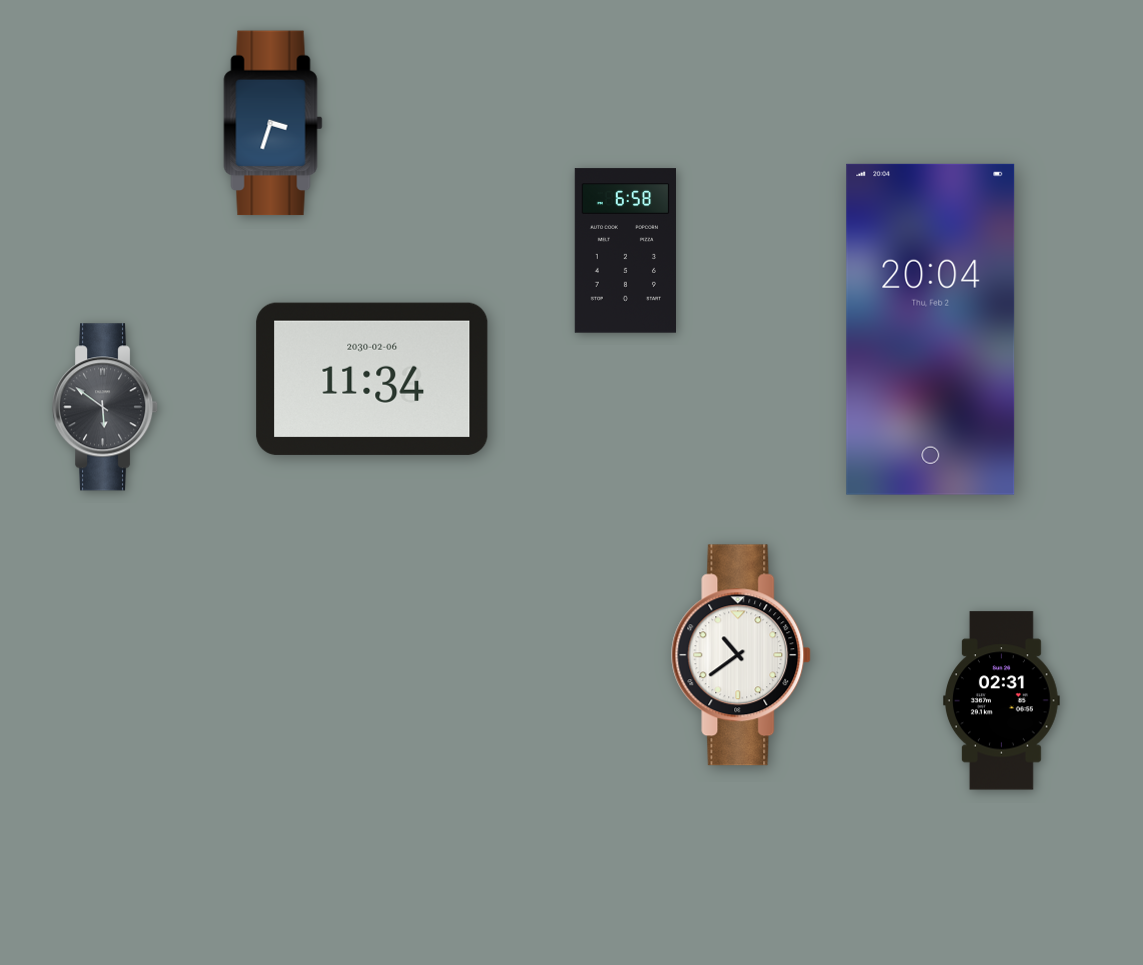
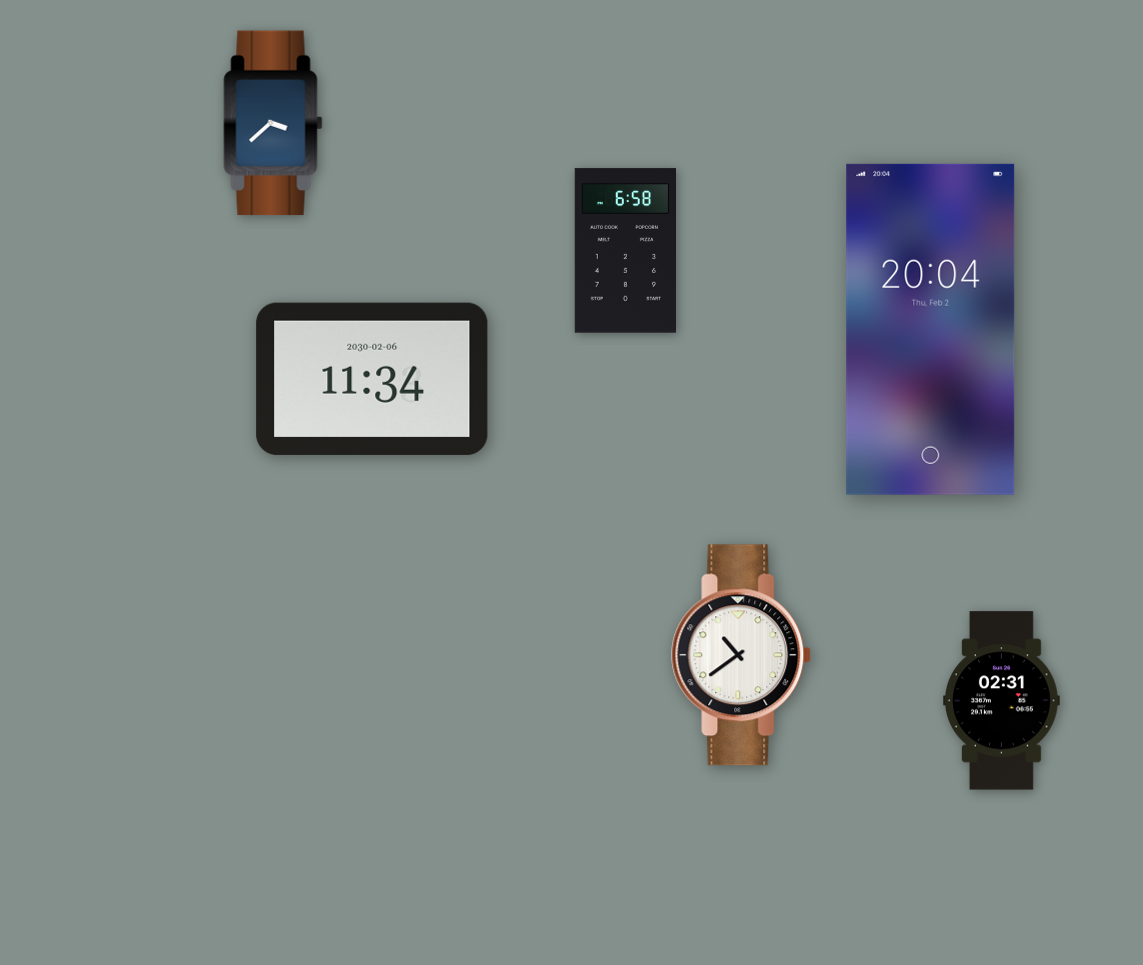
clock at (273, 123): 3:33 -> 3:38
clock at (106, 407): 5:51 -> none
